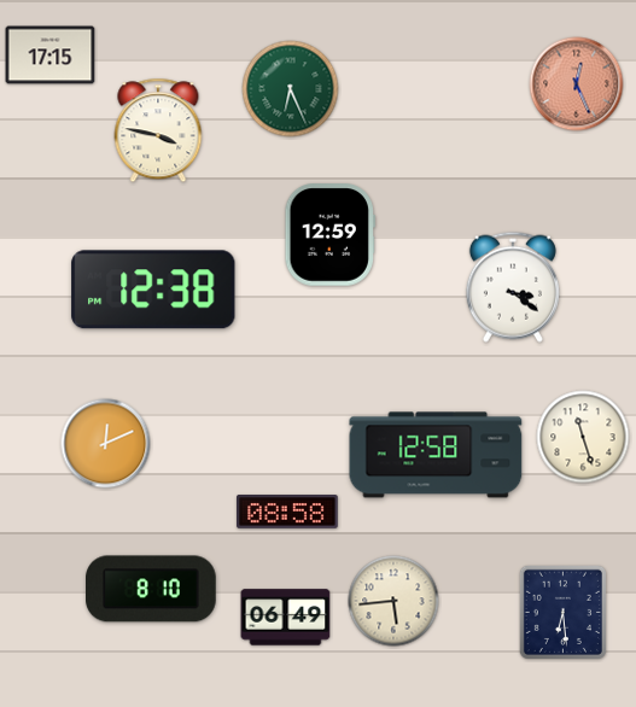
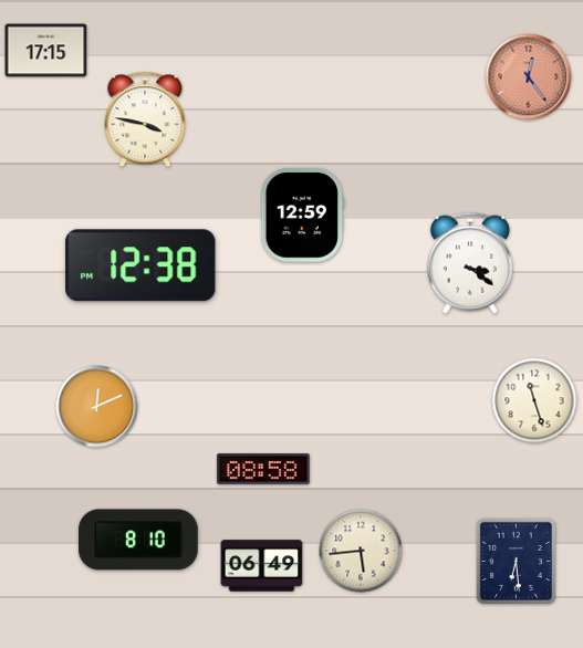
clock at (577, 84): 12:26 -> 12:24
clock at (291, 89): 6:26 -> none
clock at (436, 455): 12:58 -> none
